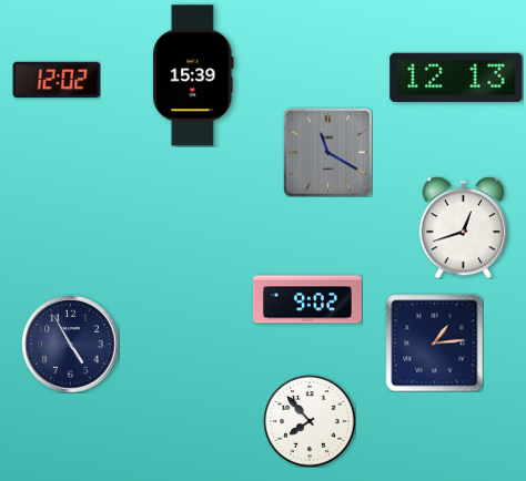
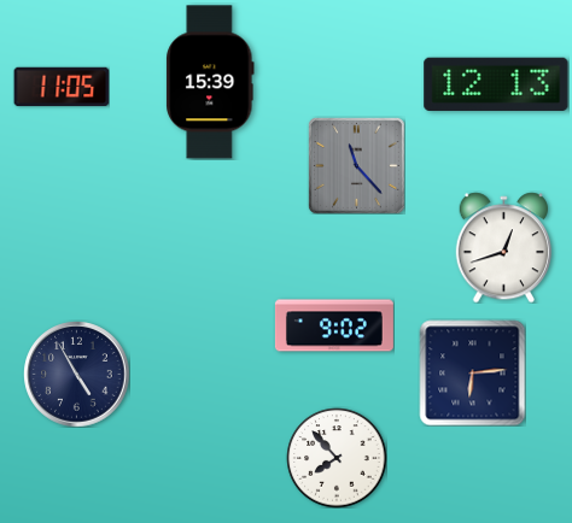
clock at (57, 80): 12:02 -> 11:05
clock at (327, 152): 11:20 -> 11:23
clock at (434, 342): 1:14 -> 6:14
